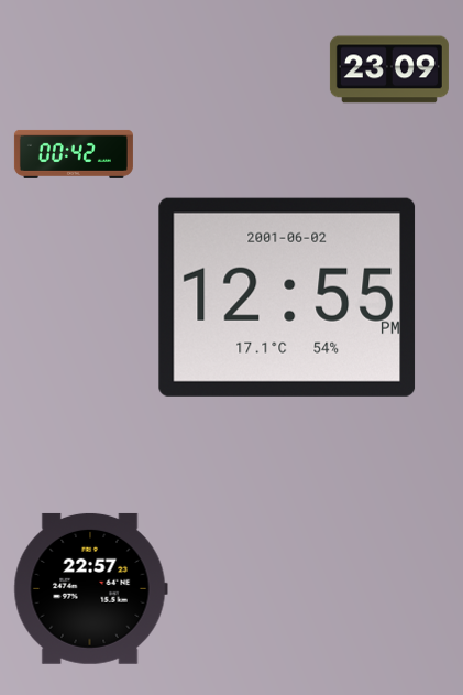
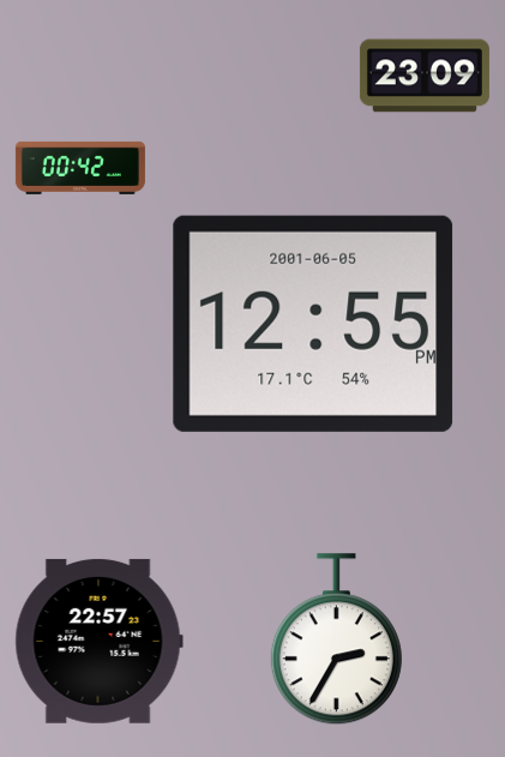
clock at (287, 297) date: 2001-06-02 -> 2001-06-05
clock at (336, 639): none -> 2:35
